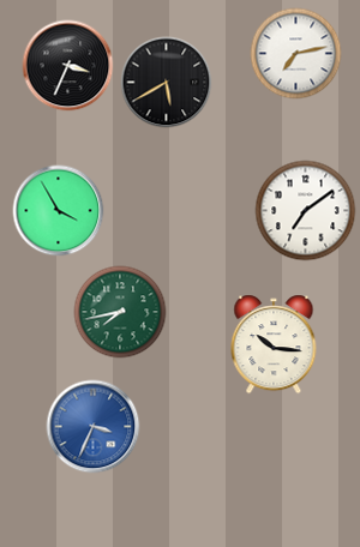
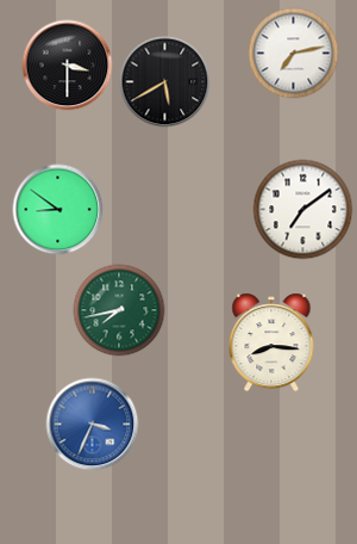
clock at (68, 66): 3:34 -> 3:30
clock at (59, 211): 3:55 -> 8:51
clock at (274, 344): 10:16 -> 8:16
